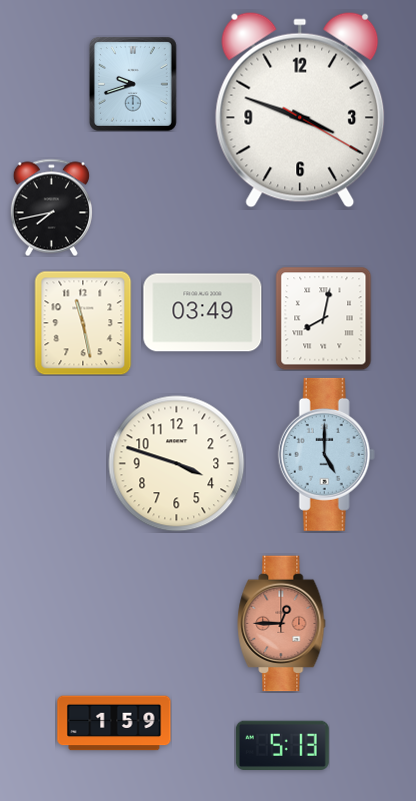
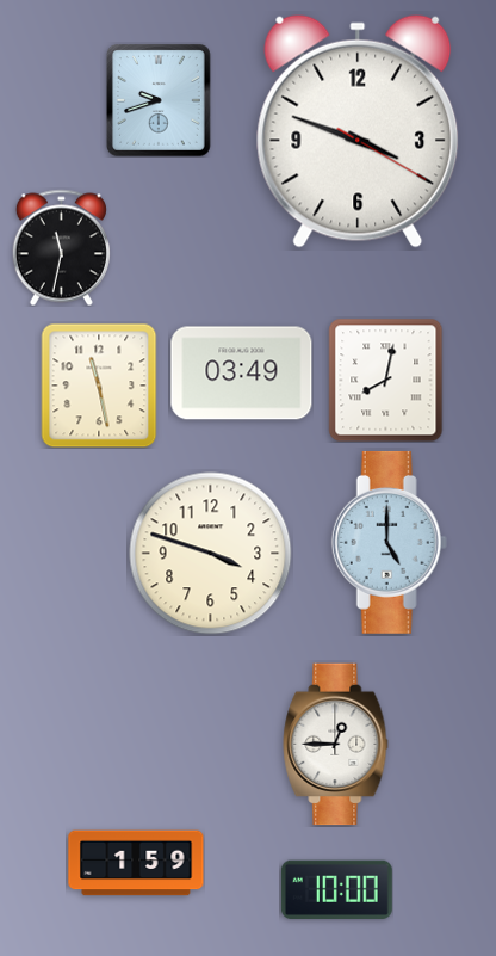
clock at (51, 207): 7:43 -> 11:32
clock at (282, 624) dial: salmon -> white
clock at (282, 745): 5:13 -> 10:00
